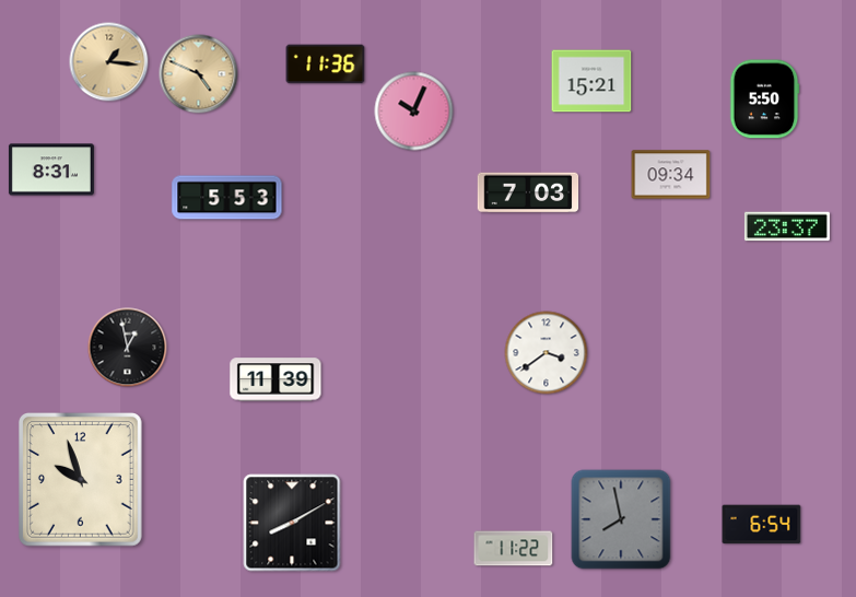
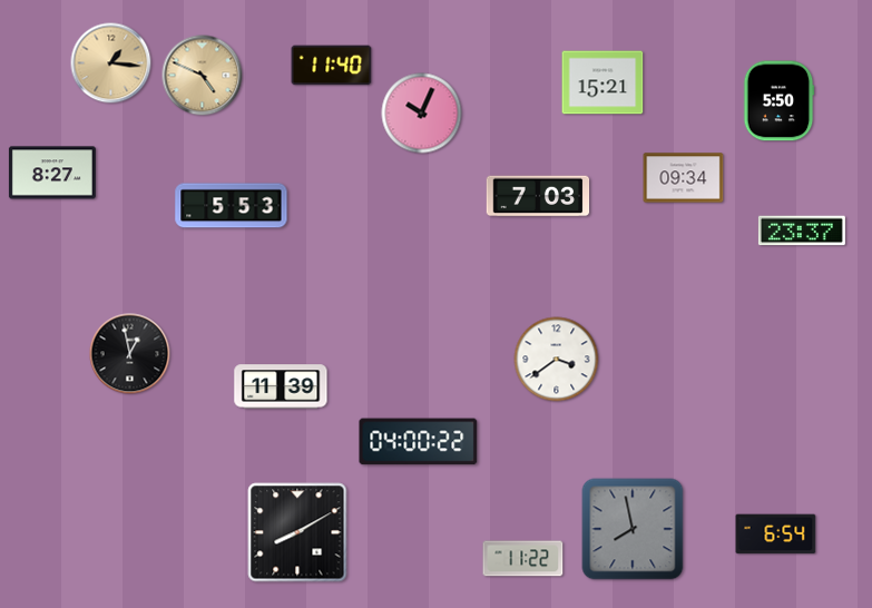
clock at (326, 65): 11:36 -> 11:40
clock at (51, 169): 8:31 -> 8:27
clock at (227, 198) position: (227, 198) -> (232, 206)
clock at (419, 442): none -> 04:00
clock at (80, 480): 9:57 -> none
